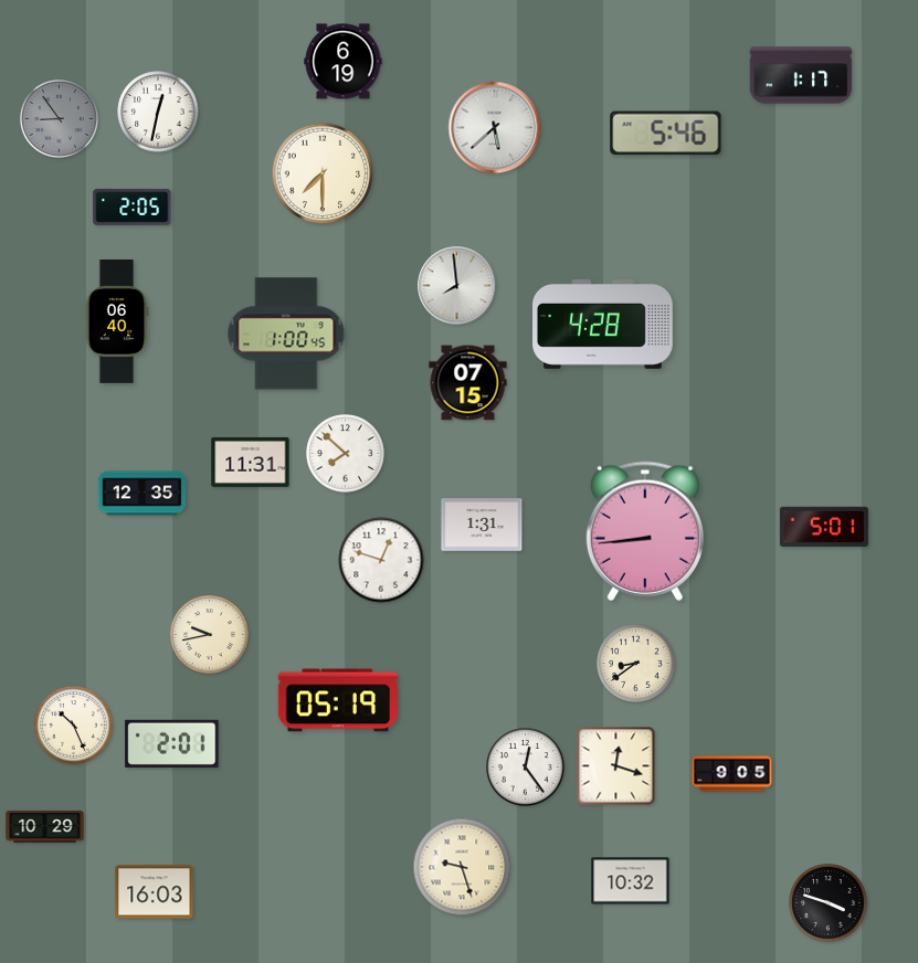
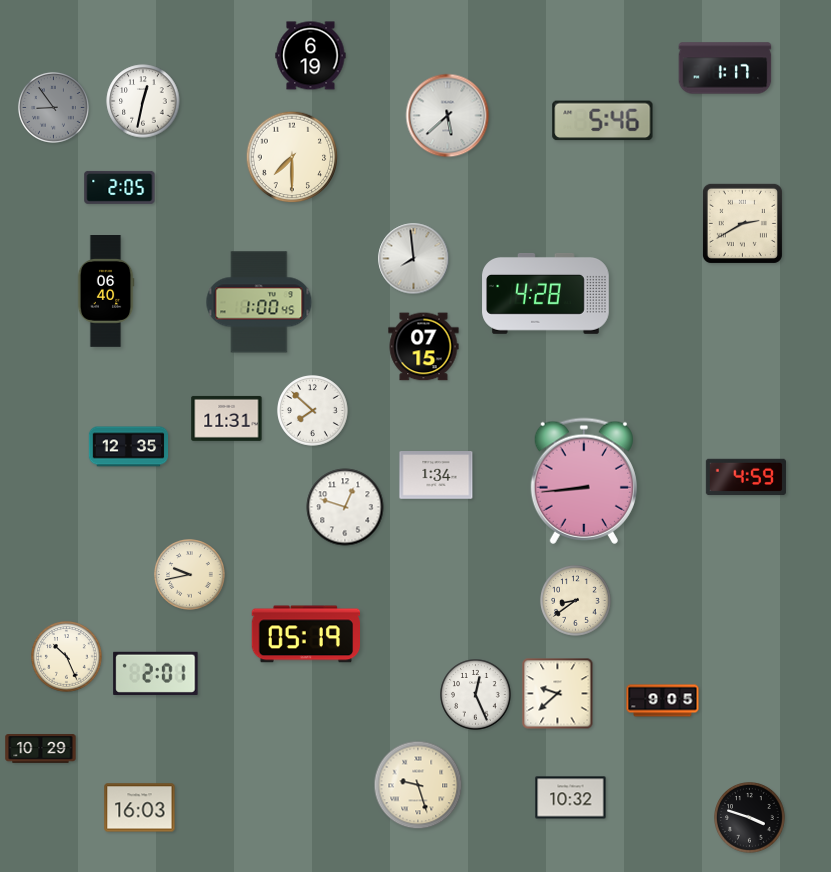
clock at (742, 223): none -> 2:40
clock at (482, 525): 1:31 -> 1:34
clock at (824, 527): 5:01 -> 4:59
clock at (616, 766): 12:18 -> 9:38
clock at (526, 768): 12:24 -> 12:26
